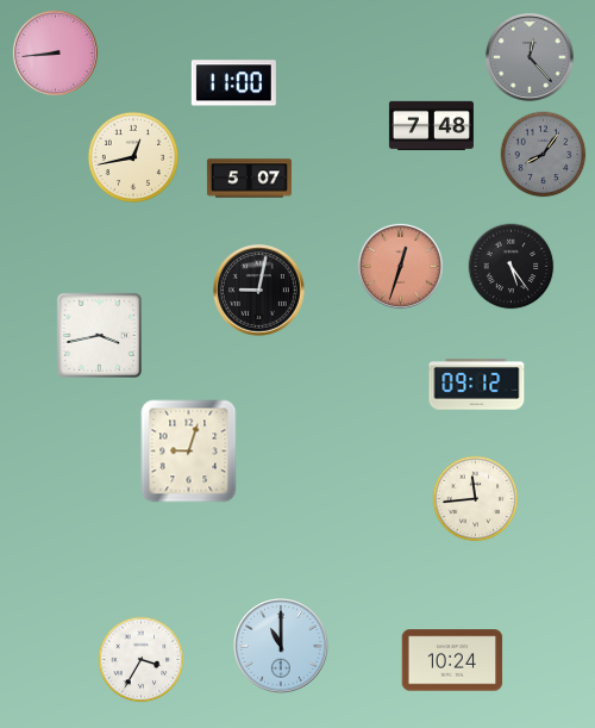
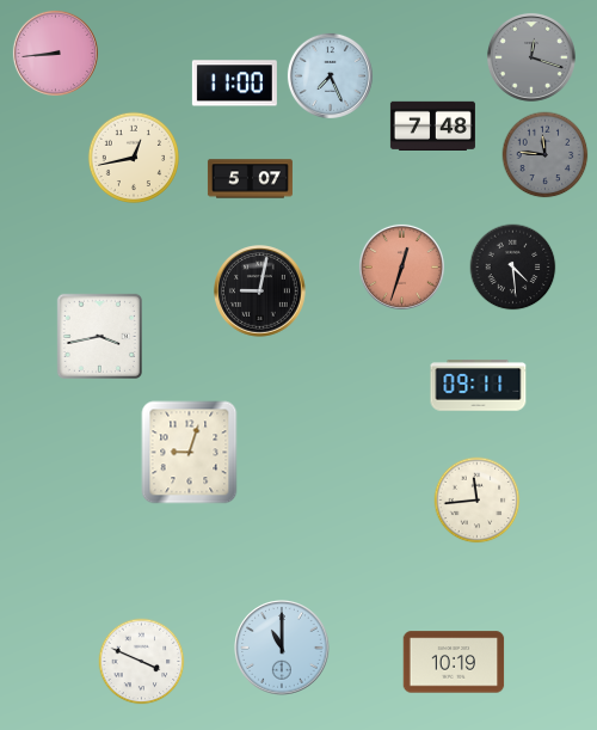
clock at (530, 57): 12:23 -> 12:18
clock at (330, 75): none -> 7:26
clock at (544, 155): 8:06 -> 11:46
clock at (512, 267): 5:24 -> 4:29
clock at (477, 385): 09:12 -> 09:11
clock at (142, 660): 3:35 -> 3:49
clock at (452, 660): 10:24 -> 10:19
